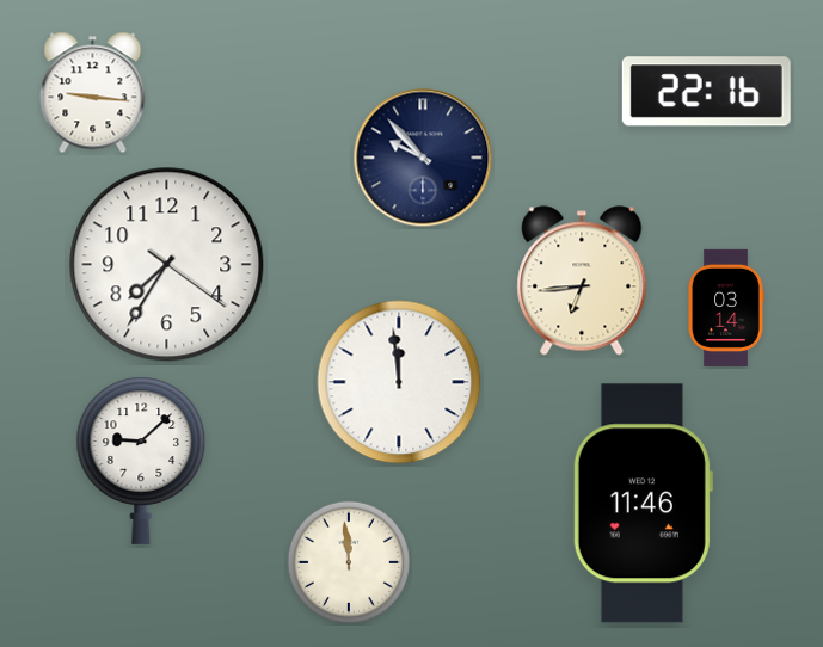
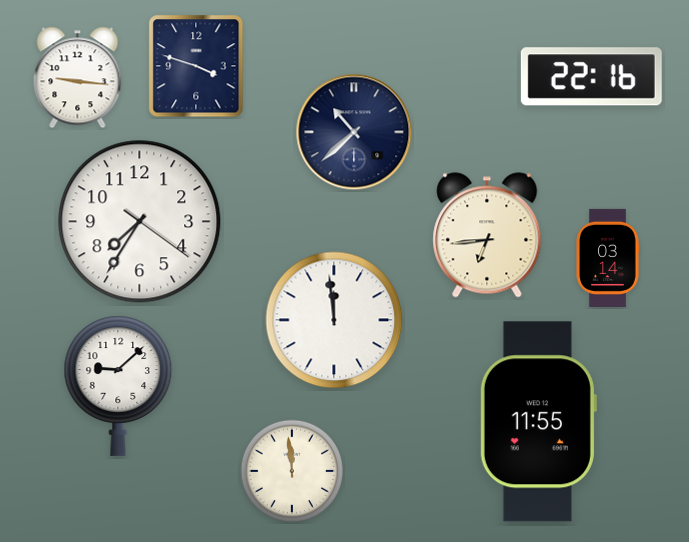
clock at (196, 66): none -> 3:48
clock at (423, 158): 9:53 -> 10:38
clock at (643, 504): 11:46 -> 11:55
